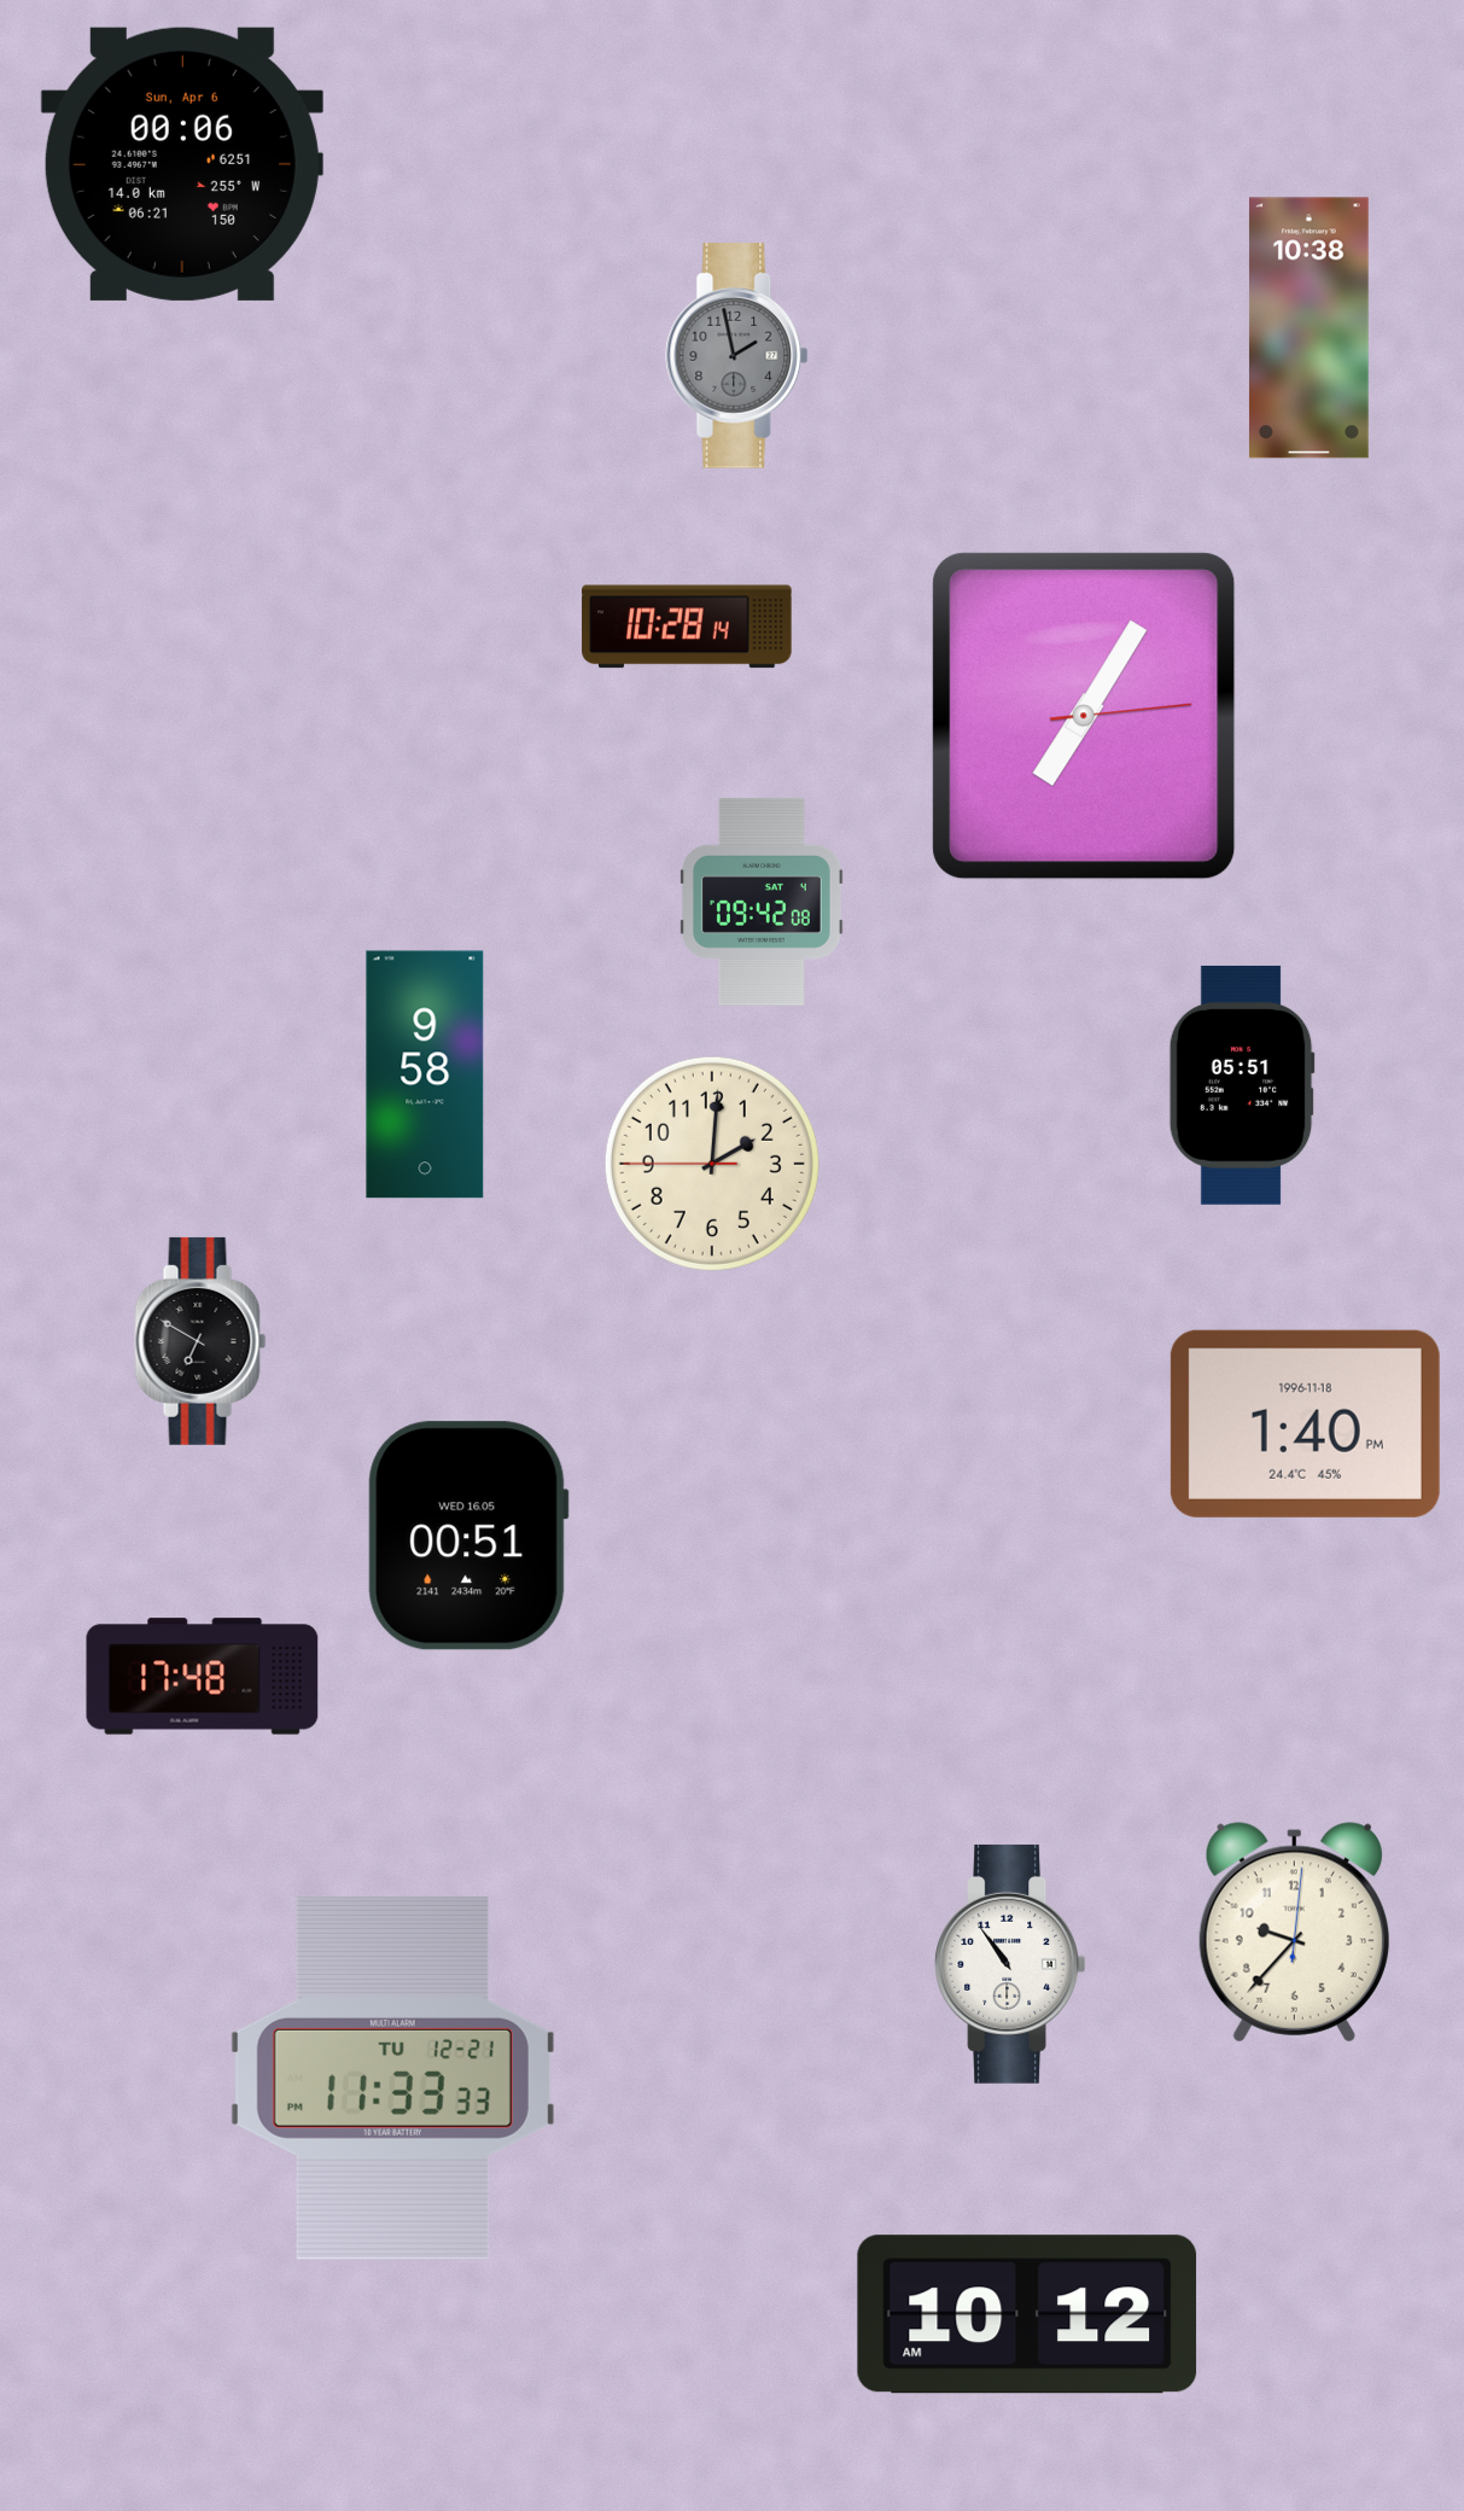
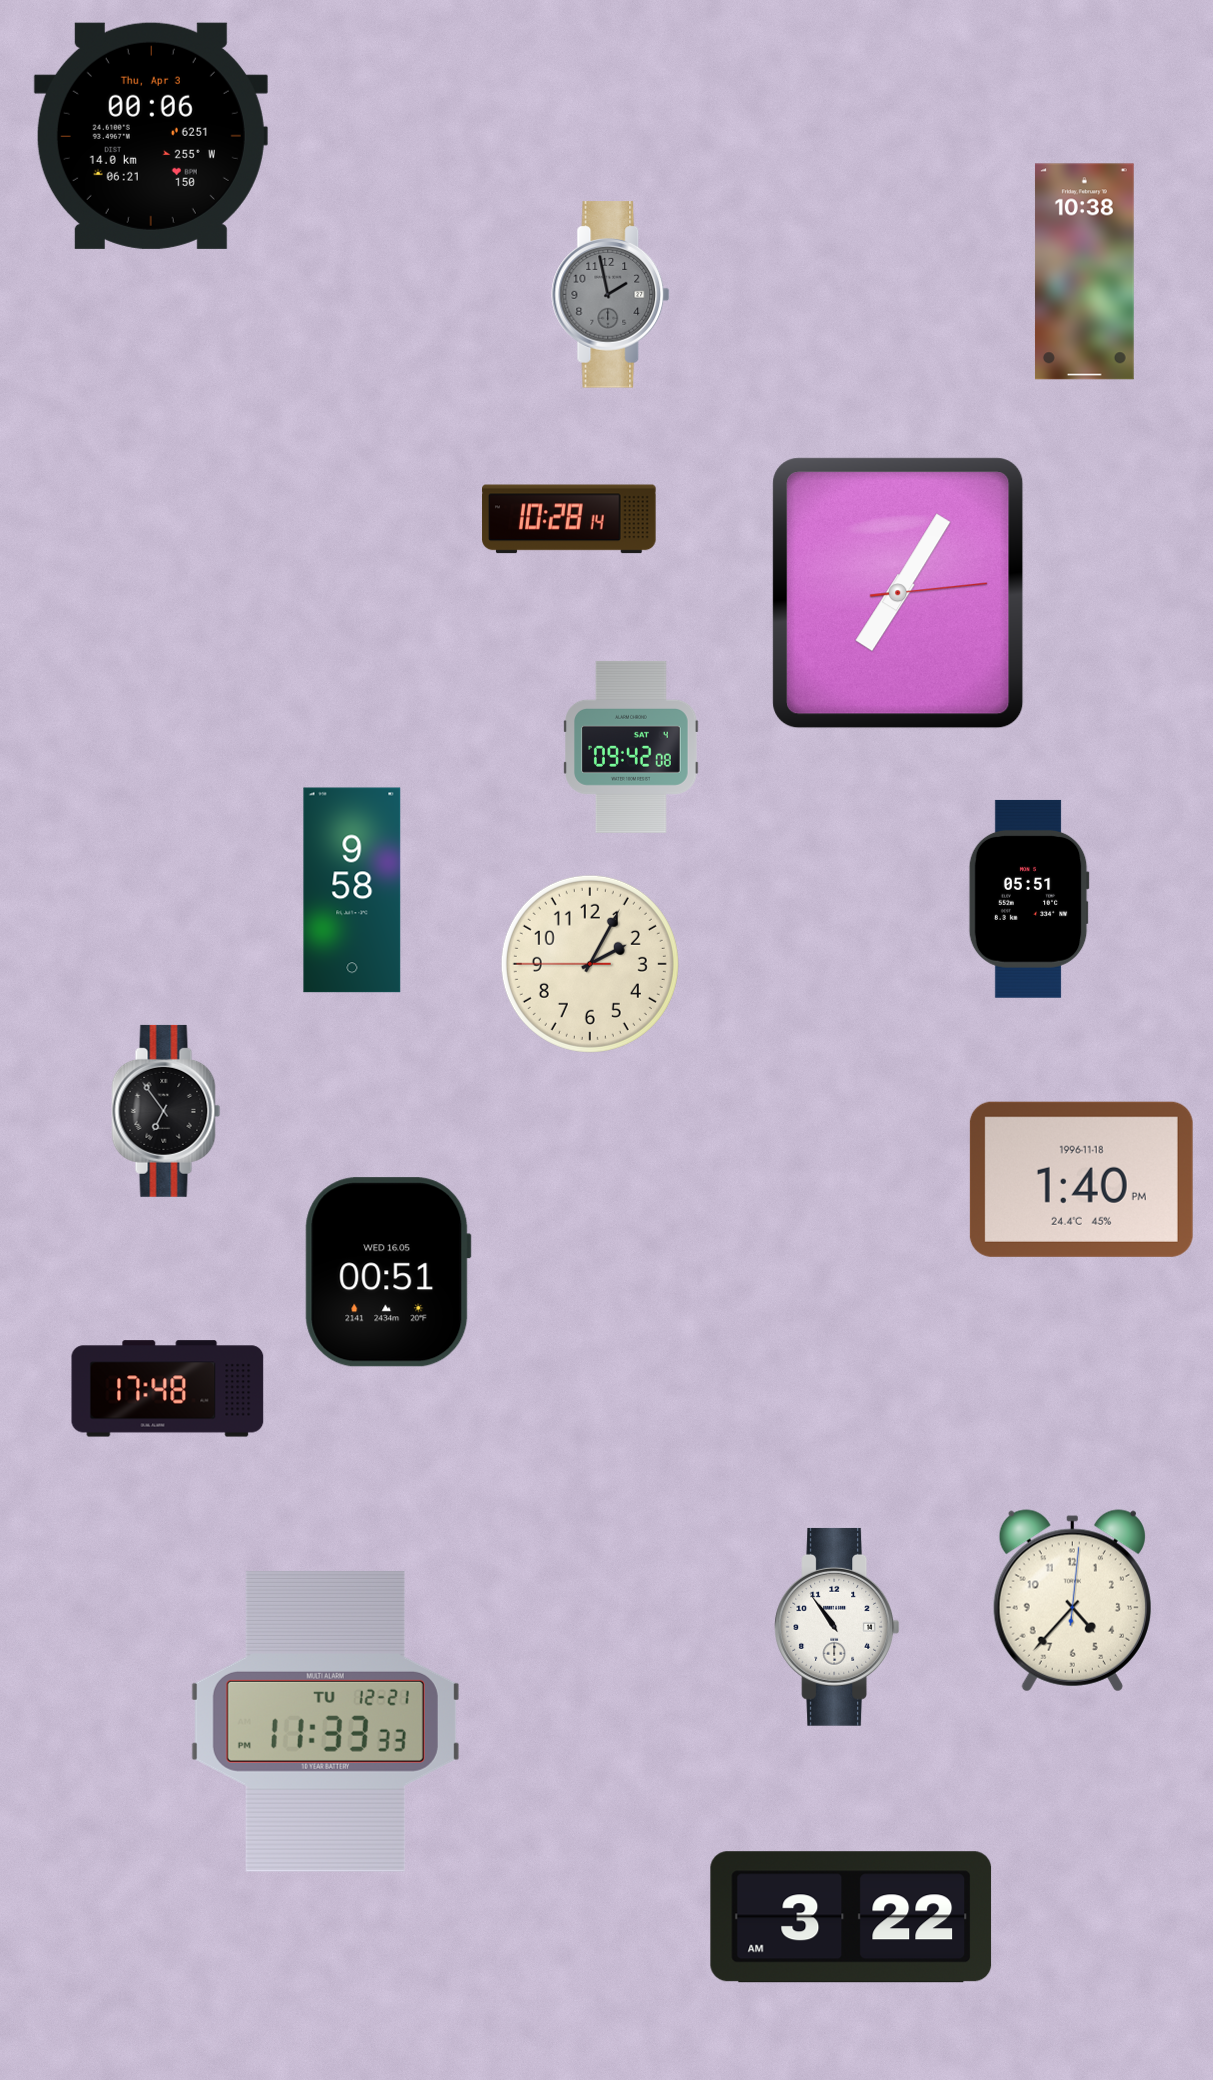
clock at (182, 164) date: Sun, Apr 6 -> Thu, Apr 3
clock at (712, 1164): 2:00 -> 2:04
clock at (200, 1341): 6:50 -> 6:54
clock at (1294, 1933): 9:37 -> 4:37
clock at (1027, 2314): 10:12 -> 3:22
